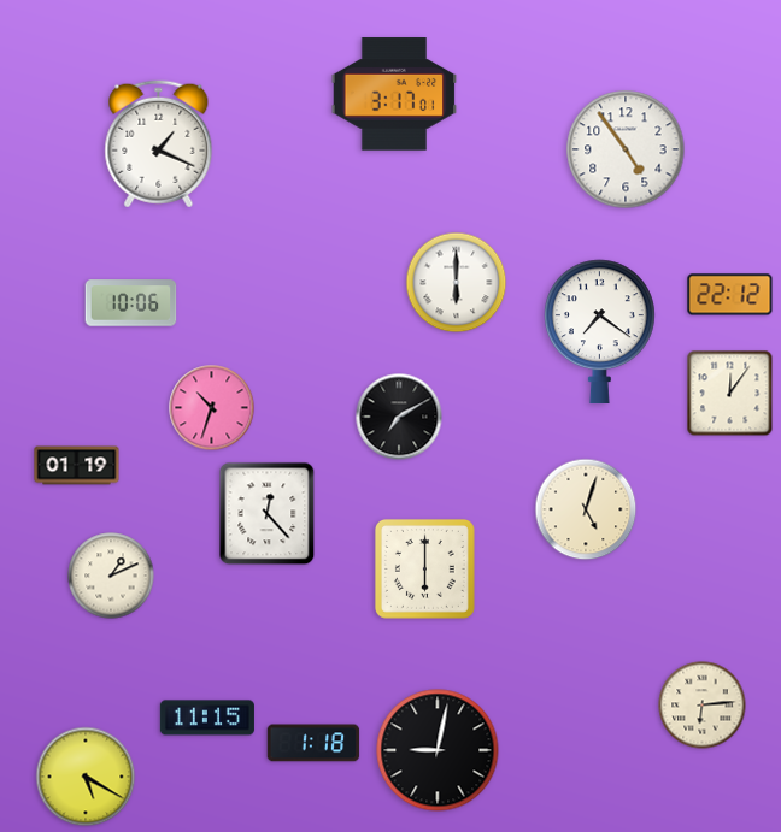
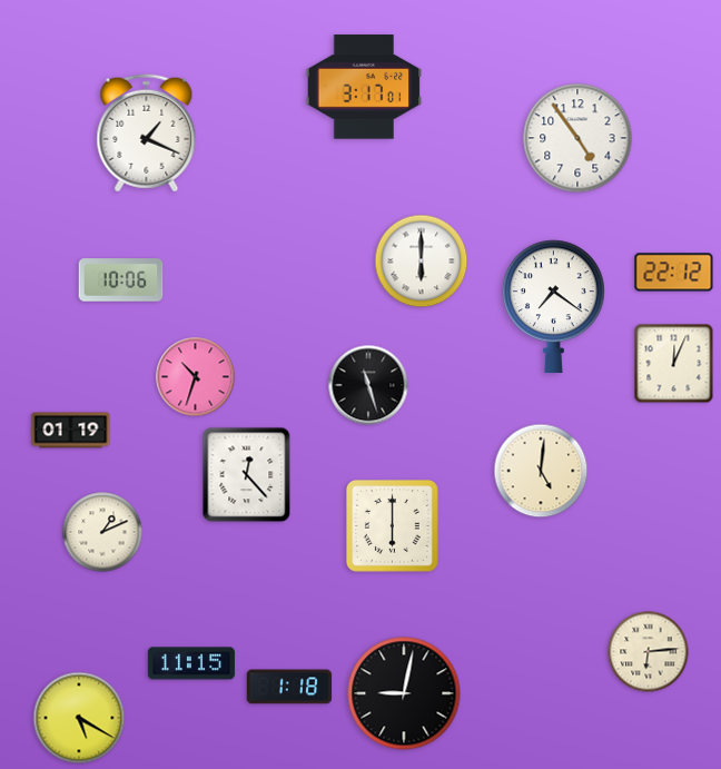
clock at (730, 394): 12:06 -> 12:04
clock at (399, 417): 7:10 -> 11:27
clock at (586, 509): 5:03 -> 5:01
